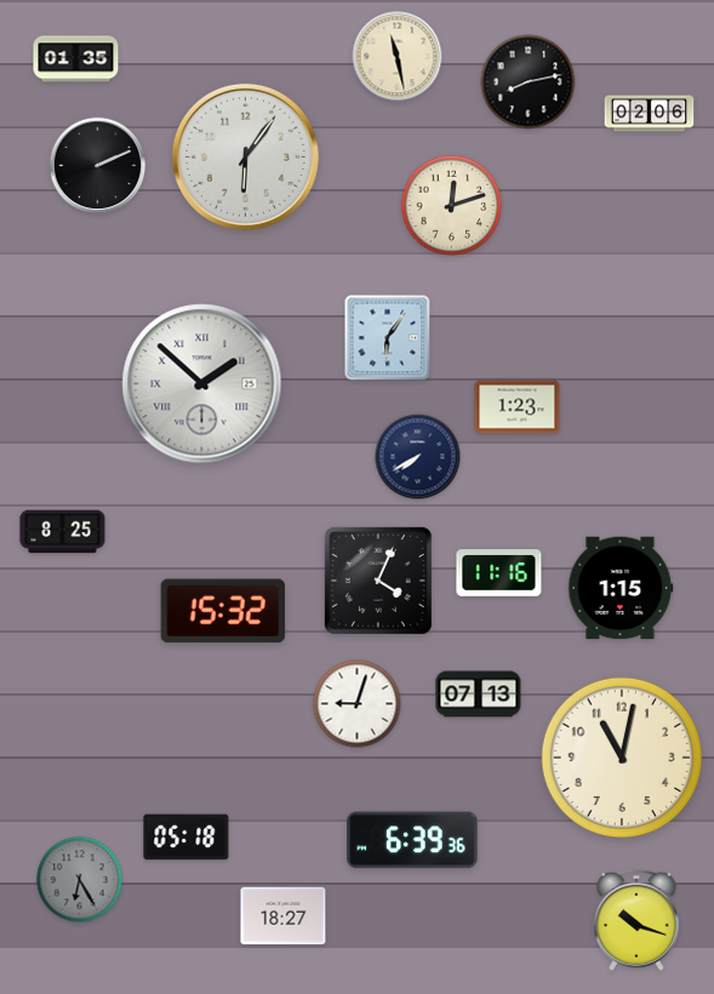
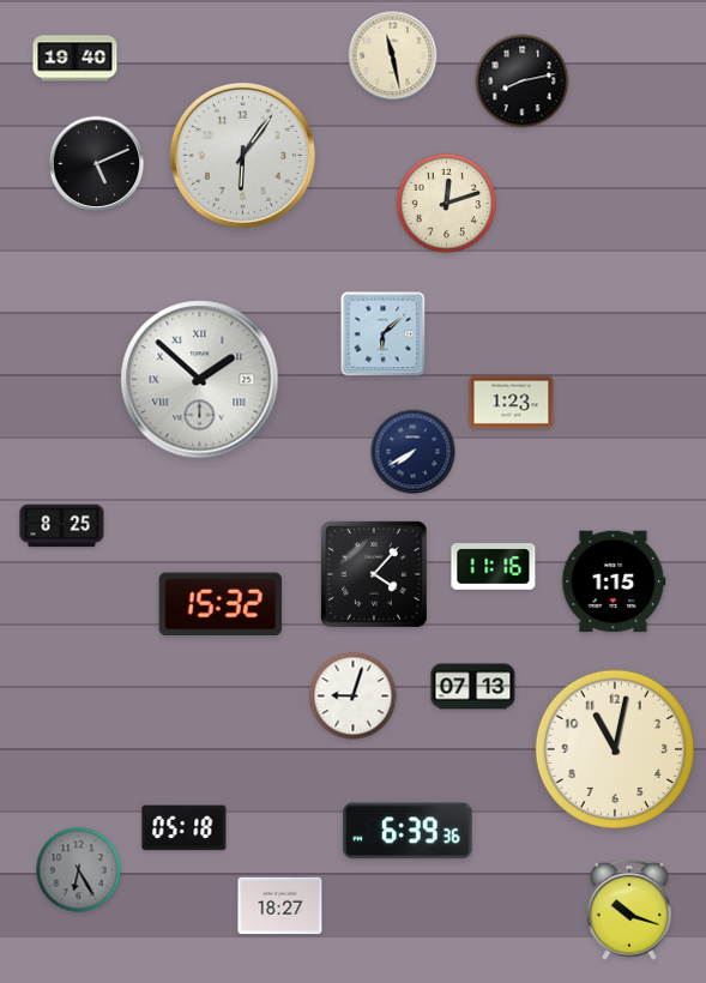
clock at (76, 59): 01:35 -> 19:40
clock at (650, 114): 02:06 -> none
clock at (98, 166): 2:11 -> 5:11
clock at (388, 338): 6:06 -> 6:08
clock at (378, 581): 4:04 -> 4:07
